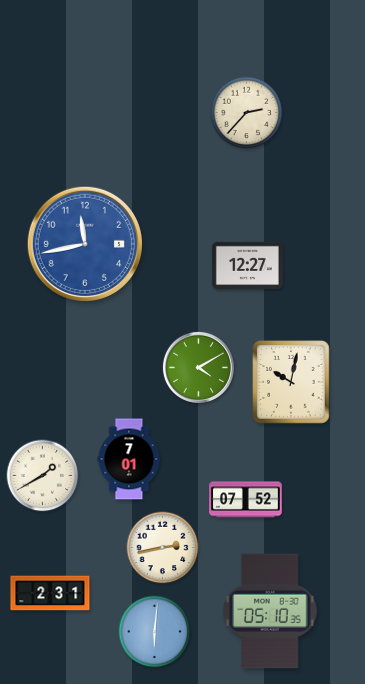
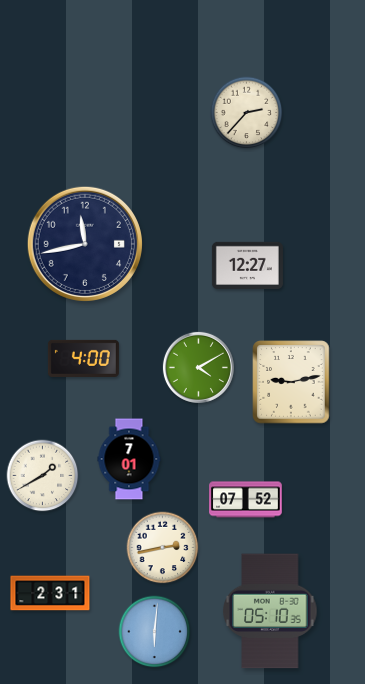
clock at (85, 244) dial: blue -> navy
clock at (83, 358): none -> 4:00
clock at (291, 382): 10:02 -> 9:13
